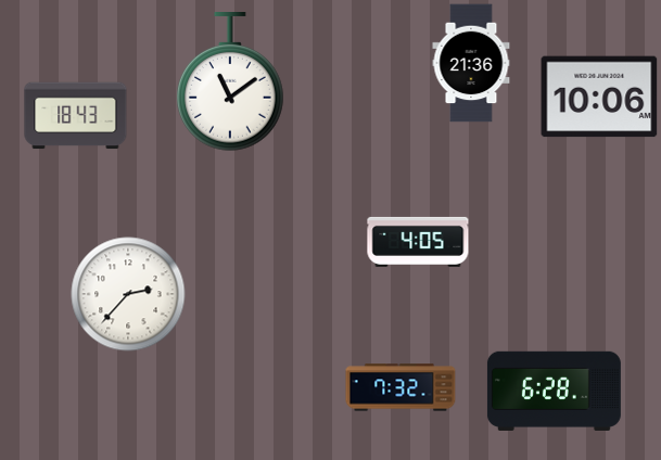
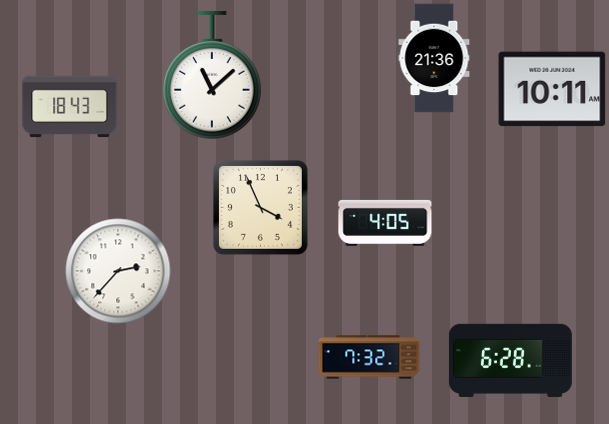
clock at (231, 82): 11:09 -> 11:08
clock at (599, 97): 10:06 -> 10:11
clock at (260, 207): none -> 3:56
